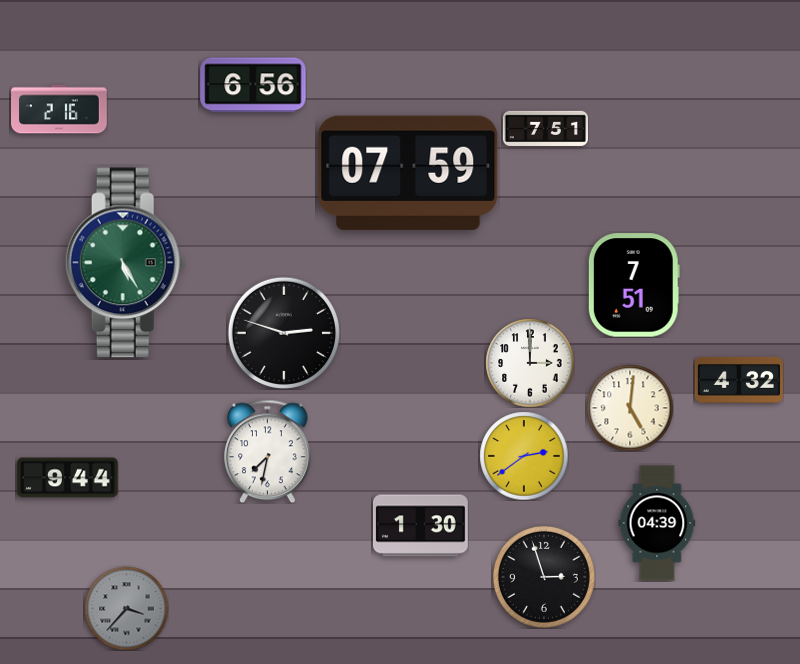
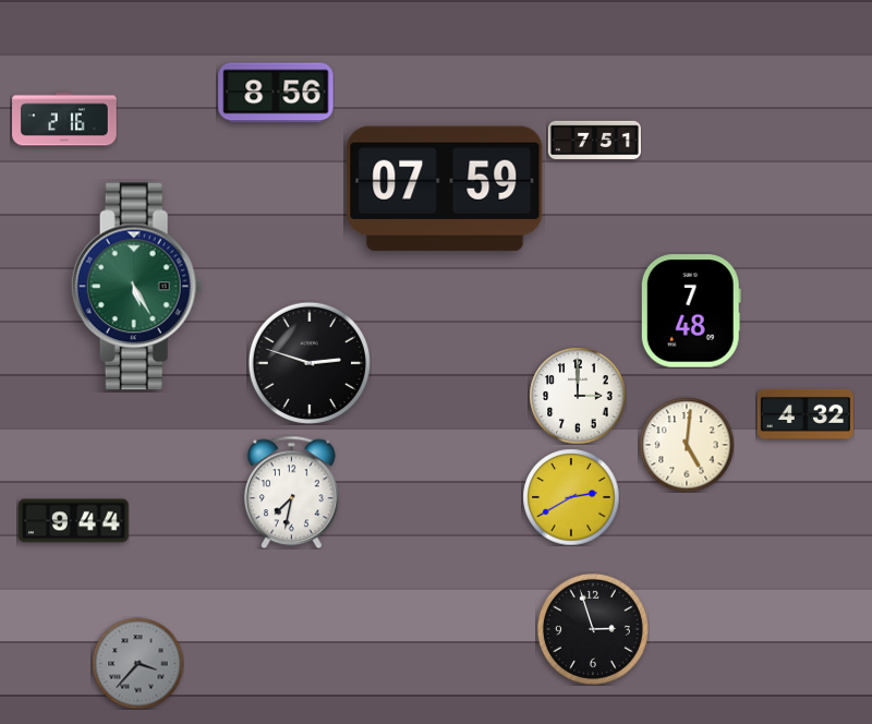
clock at (253, 85): 6:56 -> 8:56
clock at (634, 285): 7:51 -> 7:48
clock at (524, 456): 2:39 -> 2:40
clock at (657, 523): 04:39 -> none
clock at (421, 526): 1:30 -> none
